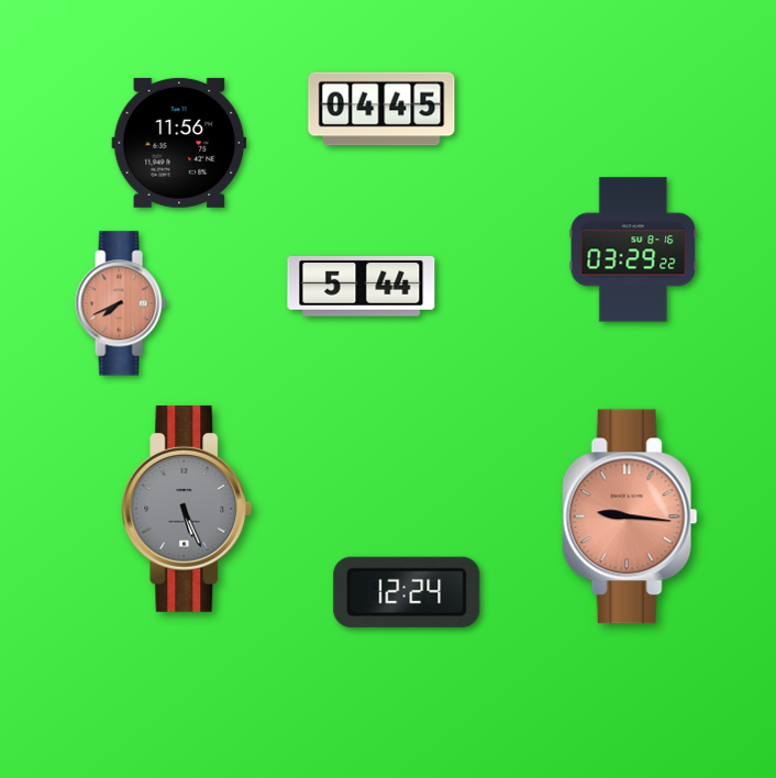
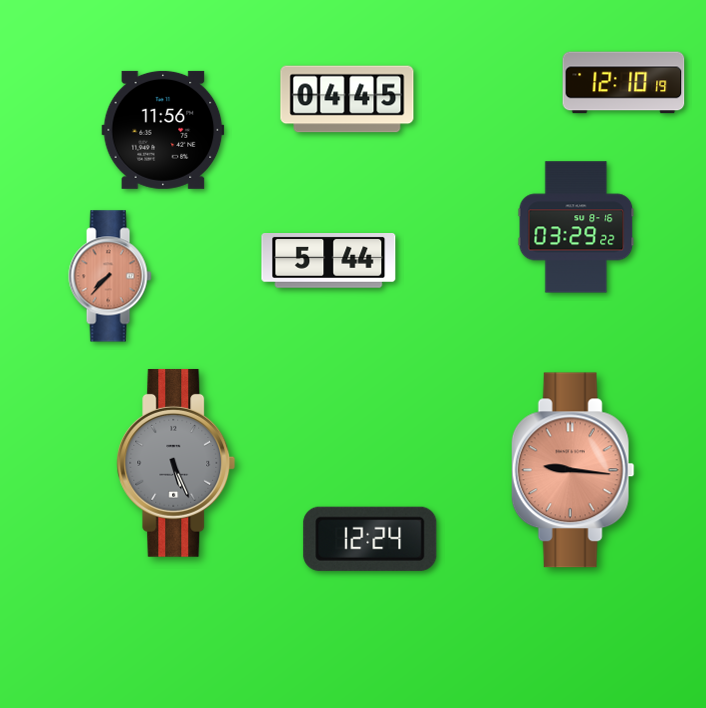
clock at (624, 83): none -> 12:10
clock at (121, 303): 7:41 -> 7:37
clock at (187, 509) position: (187, 509) -> (176, 463)
